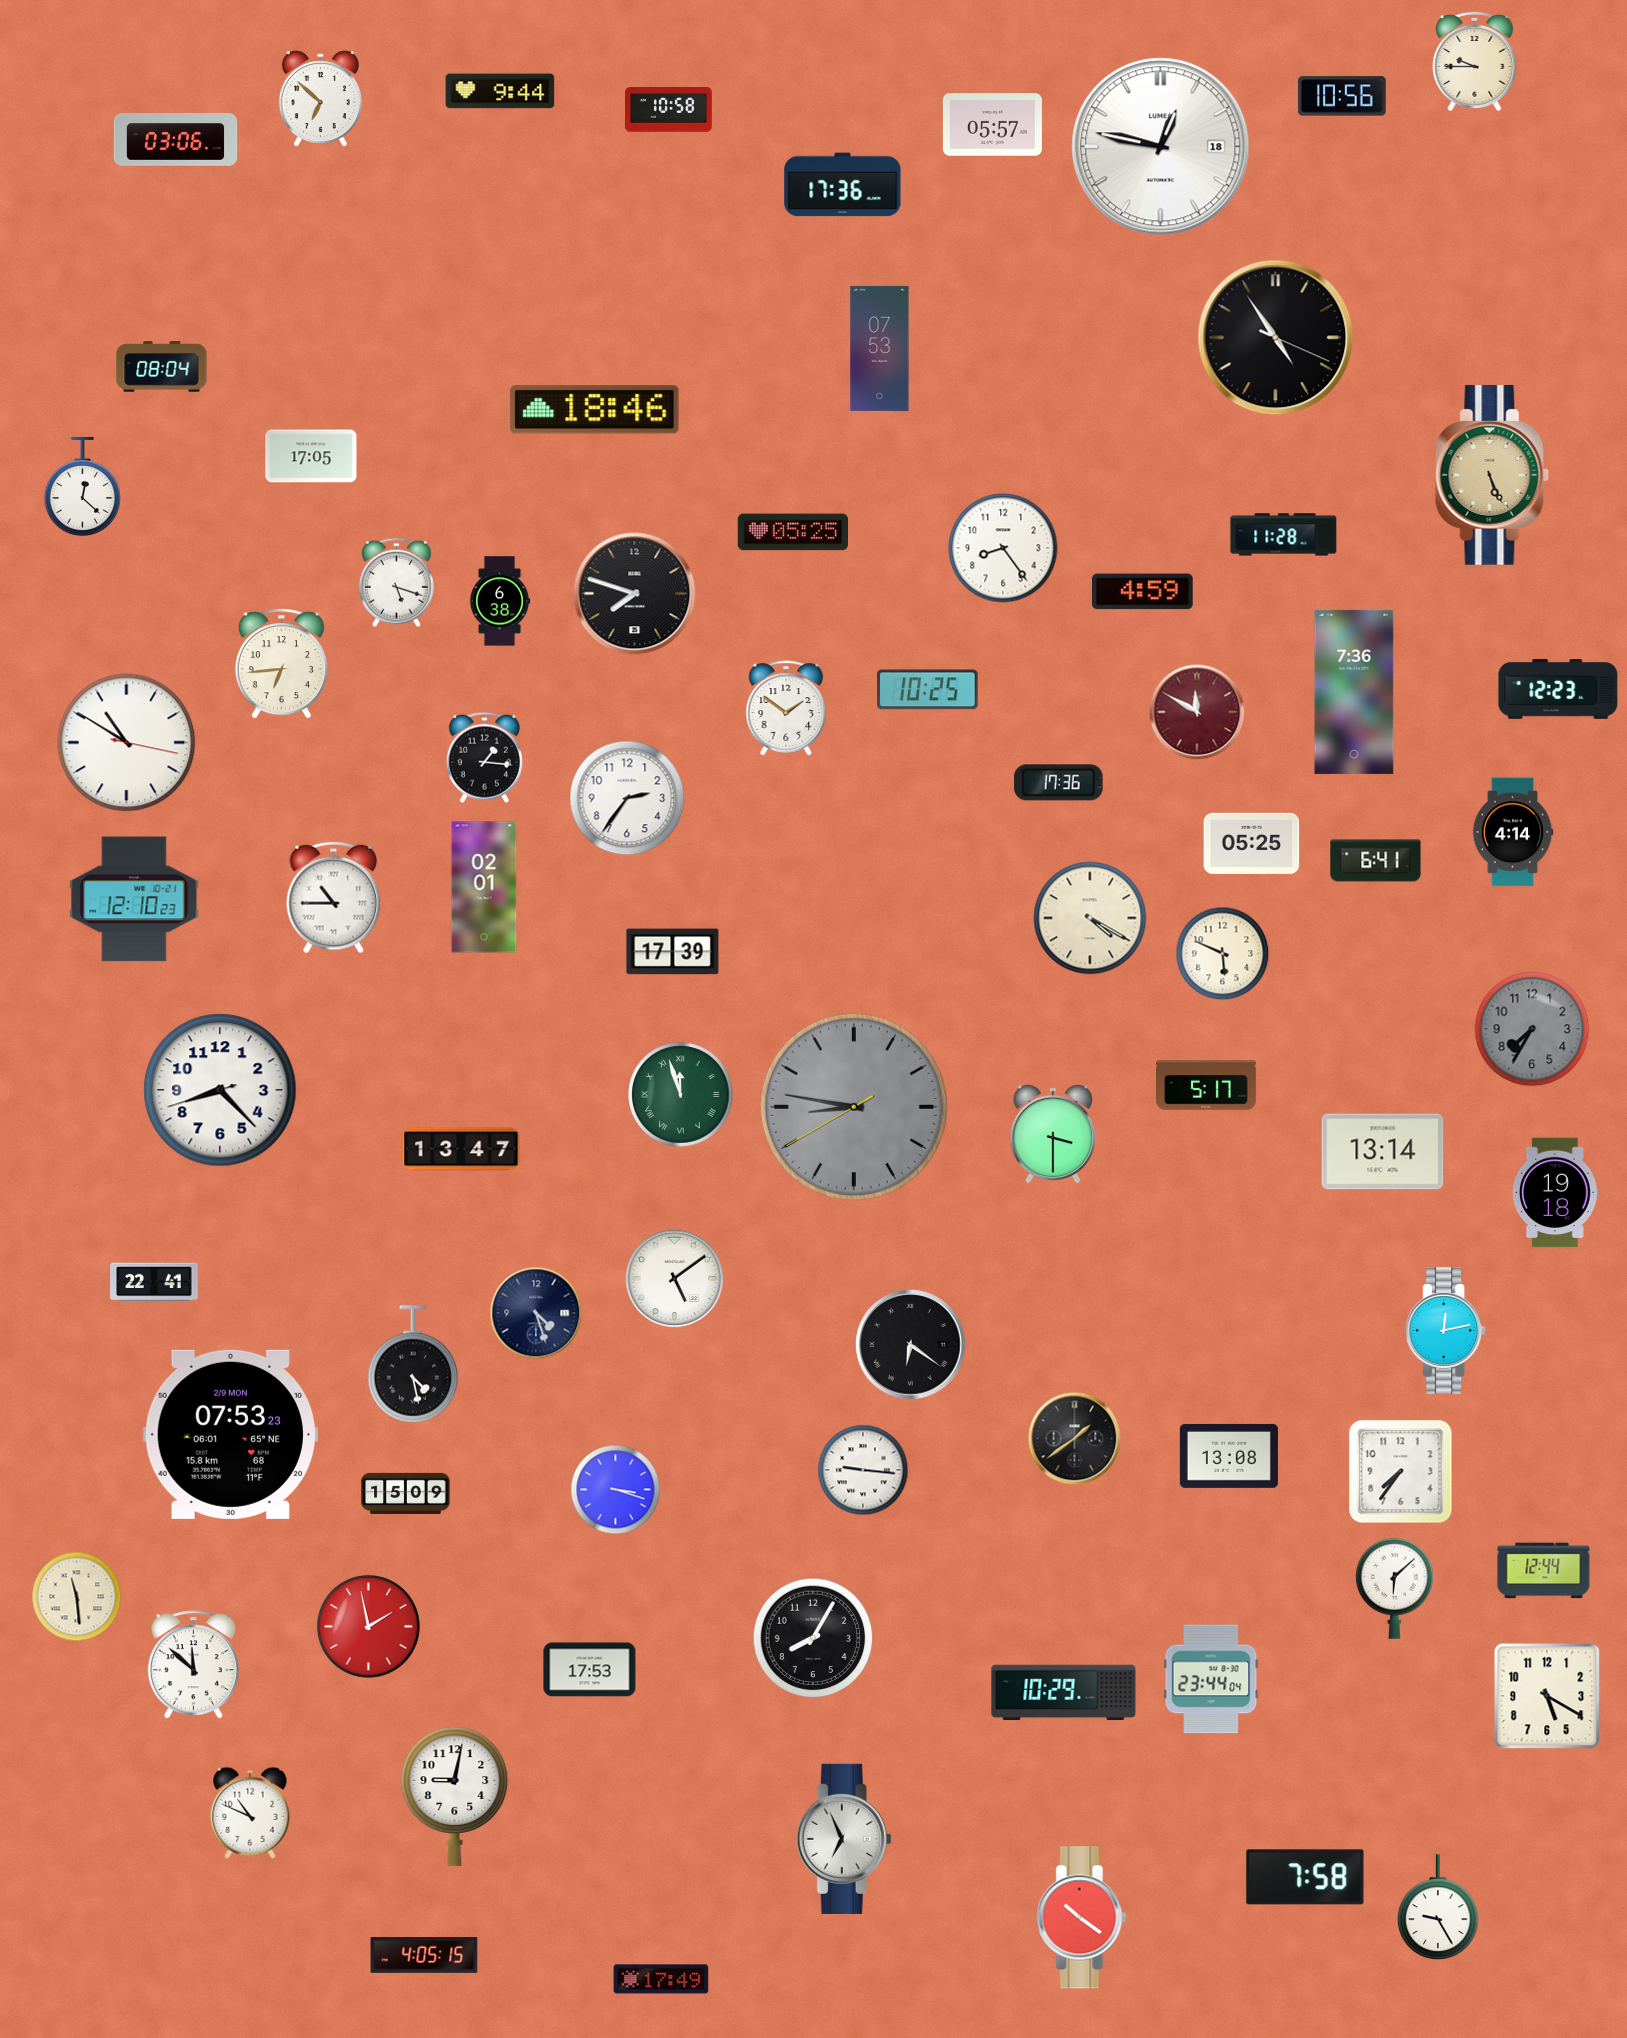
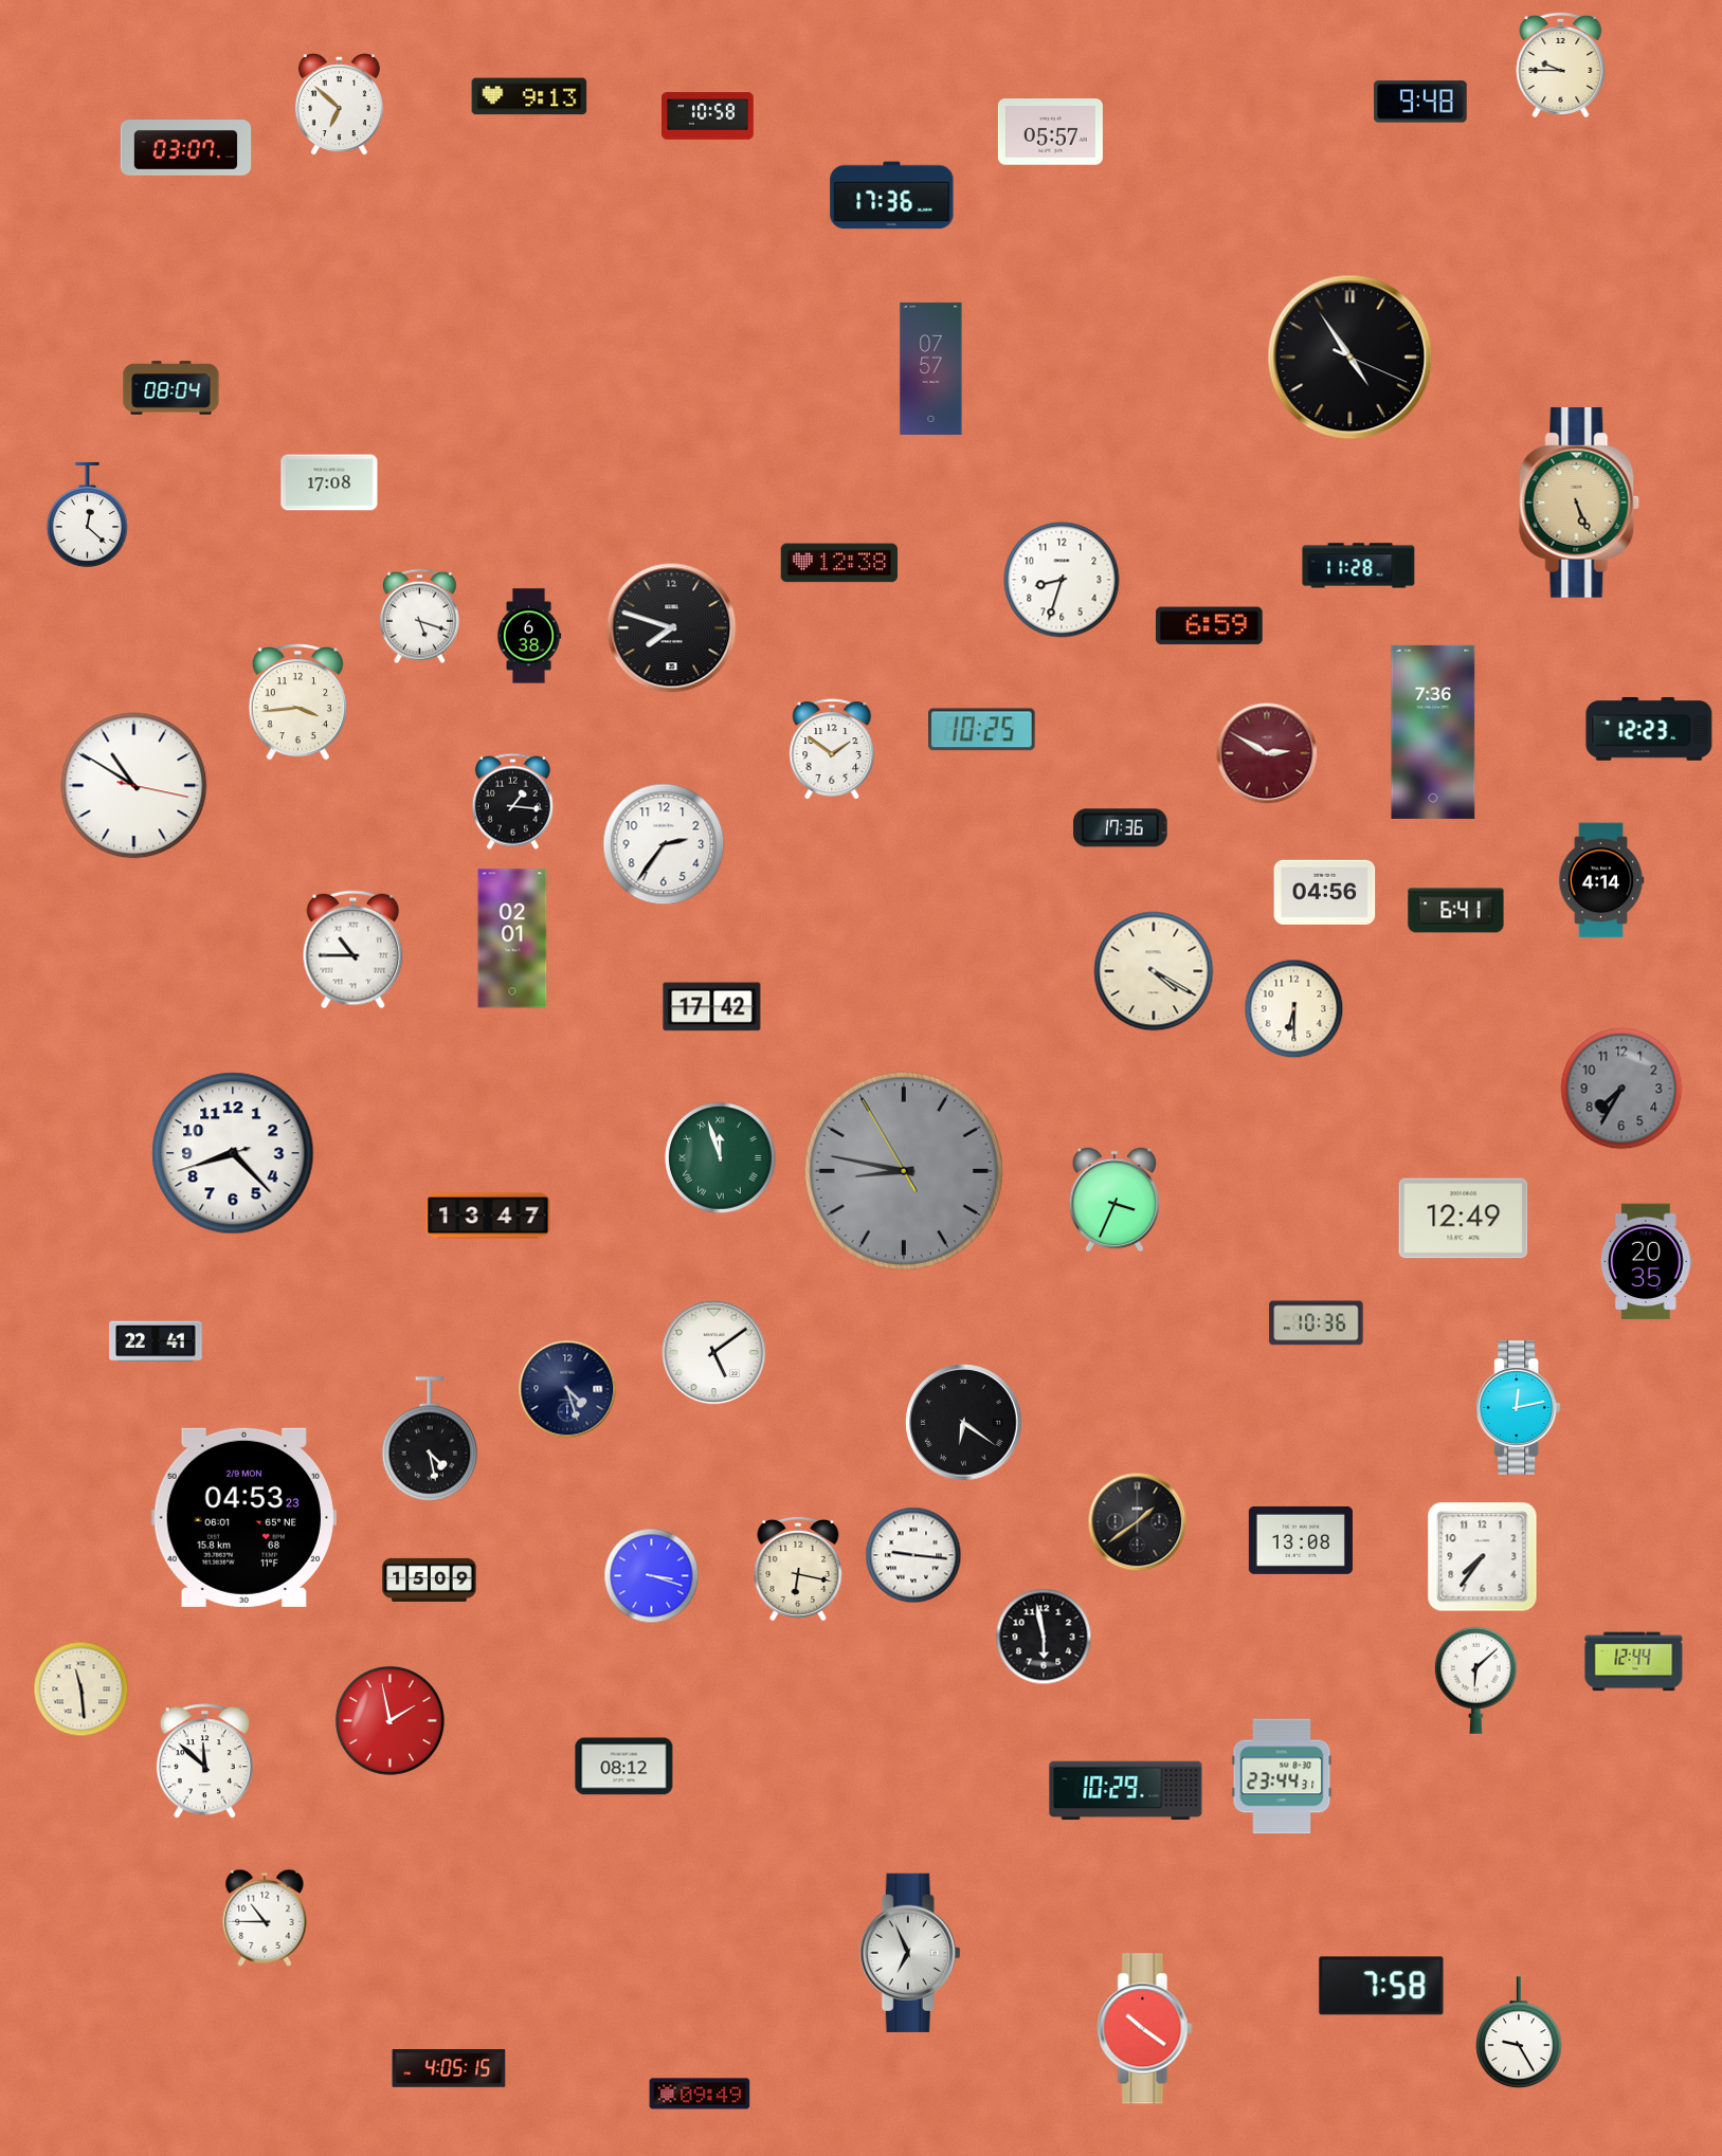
clock at (500, 91): 9:44 -> 9:13
clock at (1342, 96): 10:56 -> 9:48
clock at (176, 140): 03:06 -> 03:07
clock at (1161, 147): 12:47 -> none
clock at (880, 348): 07:53 -> 07:57
clock at (595, 410): 18:46 -> none
clock at (311, 456): 17:05 -> 17:08
clock at (792, 532): 05:25 -> 12:38
clock at (1003, 548): 8:24 -> 8:33
clock at (1143, 592): 4:59 -> 6:59
clock at (281, 664): 6:44 -> 3:44
clock at (1197, 712): 11:50 -> 2:50
clock at (1252, 843): 05:25 -> 04:56
clock at (134, 899): 12:10 -> none
clock at (673, 952): 17:39 -> 17:42
clock at (1223, 954): 5:49 -> 6:30
clock at (1207, 1085): 5:17 -> none
clock at (854, 1107): 8:46:40 -> 8:46:55
clock at (1053, 1134): 3:30 -> 3:34
clock at (1383, 1152): 13:14 -> 12:49
clock at (1555, 1193): 19:18 -> 20:35
clock at (1317, 1323): none -> 10:36
clock at (154, 1282) position: (154, 1282) -> (156, 1341)
clock at (1446, 1331) position: (1446, 1331) -> (1519, 1408)
clock at (413, 1364) position: (413, 1364) -> (430, 1439)
clock at (230, 1434): 07:53 -> 04:53
clock at (798, 1569): none -> 6:17
clock at (1044, 1637): none -> 5:58
clock at (813, 1638): 8:05 -> none
clock at (590, 1670): 17:53 -> 08:12
clock at (1211, 1679): 23:44:04 -> 23:44:31
clock at (1547, 1696): 5:20 -> none
clock at (455, 1796): 9:02 -> none
clock at (250, 1813): 10:49 -> 10:45
clock at (844, 1839) position: (844, 1839) -> (910, 1953)
clock at (1438, 1907) position: (1438, 1907) -> (1519, 2032)
clock at (661, 1979): 17:49 -> 09:49
